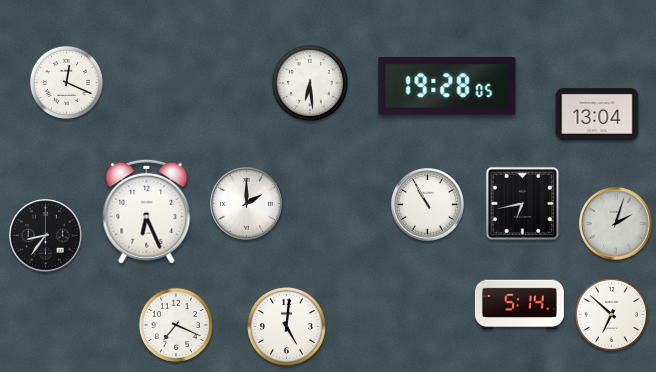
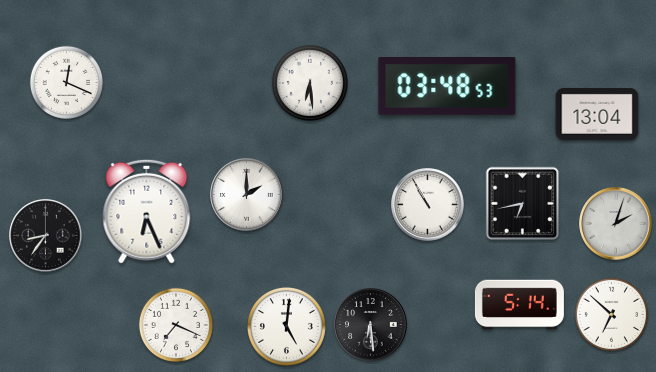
clock at (447, 87): 19:28 -> 03:48
clock at (247, 204) position: (247, 204) -> (247, 195)
clock at (371, 325): none -> 6:29
